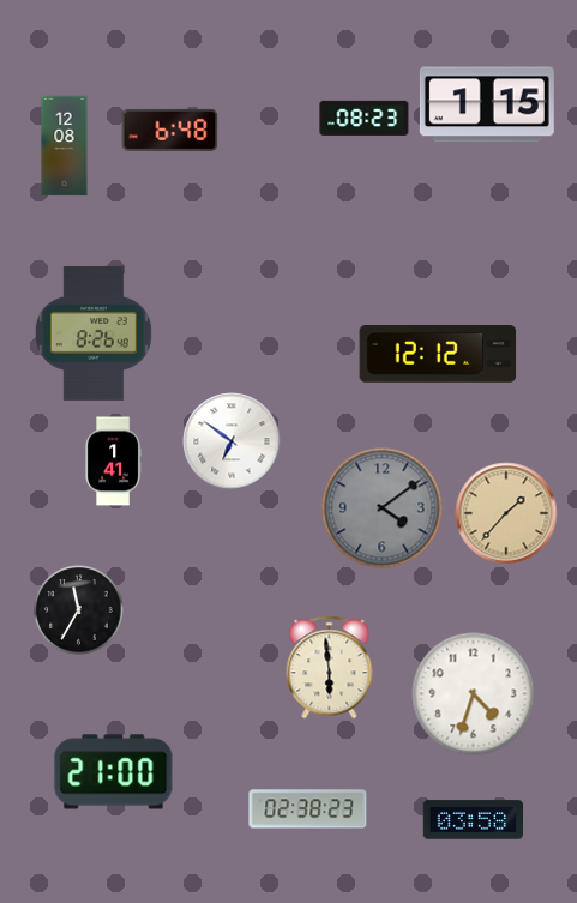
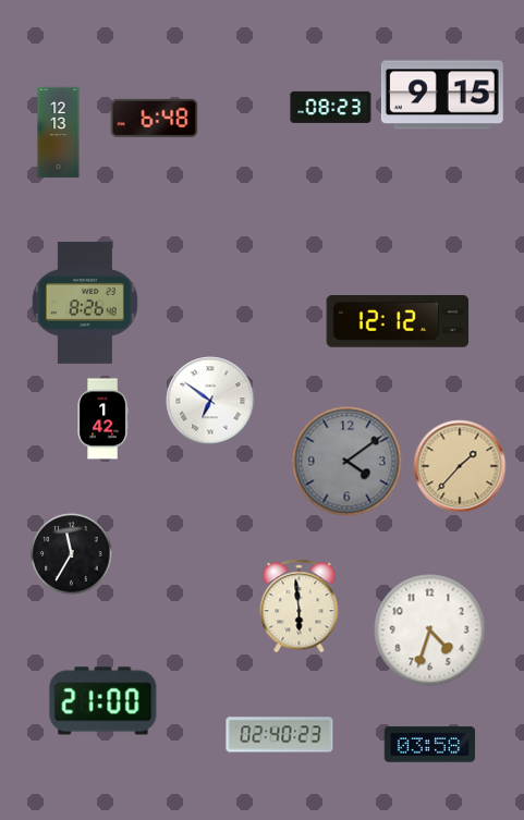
clock at (487, 104): 1:15 -> 9:15
clock at (65, 146): 12:08 -> 12:13
clock at (113, 462): 1:41 -> 1:42
clock at (308, 809): 02:38 -> 02:40
